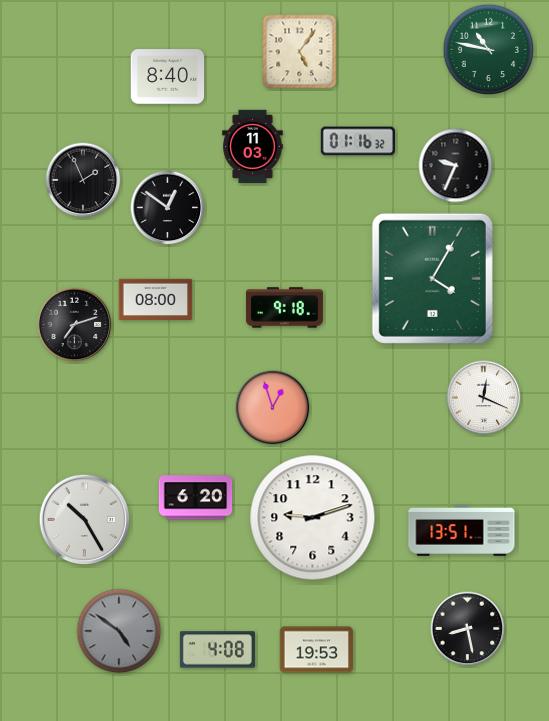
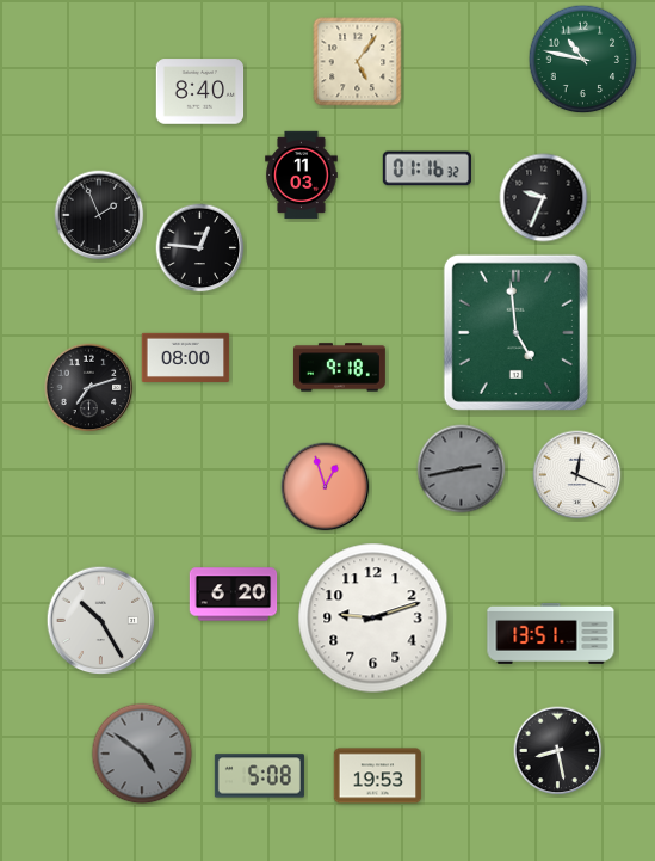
clock at (168, 208): 12:51 -> 12:46
clock at (432, 278): 4:05 -> 4:59
clock at (462, 469): none -> 2:43
clock at (217, 650): 4:08 -> 5:08
